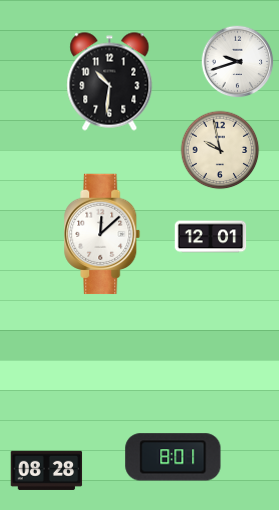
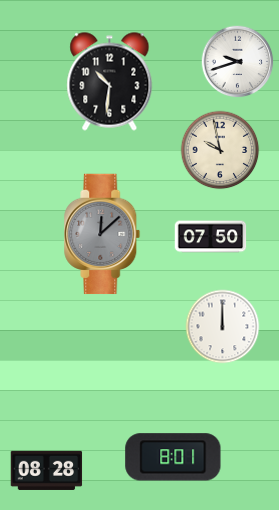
clock at (102, 234) dial: white -> grey
clock at (211, 237): 12:01 -> 07:50
clock at (223, 327): none -> 12:00
